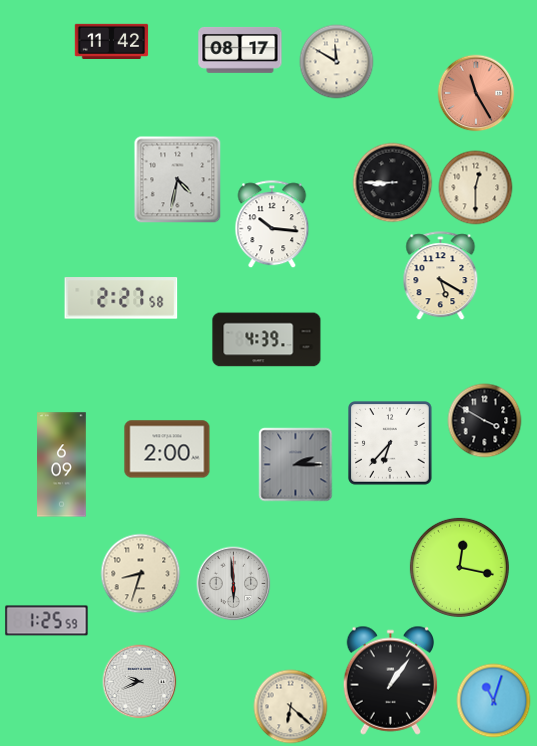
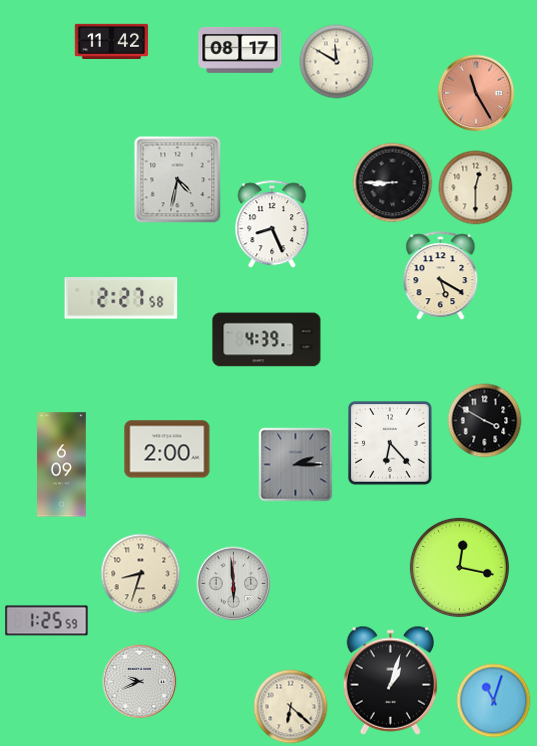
clock at (272, 225): 10:16 -> 8:26
clock at (391, 444): 6:37 -> 6:23
clock at (391, 680): 1:06 -> 1:03
